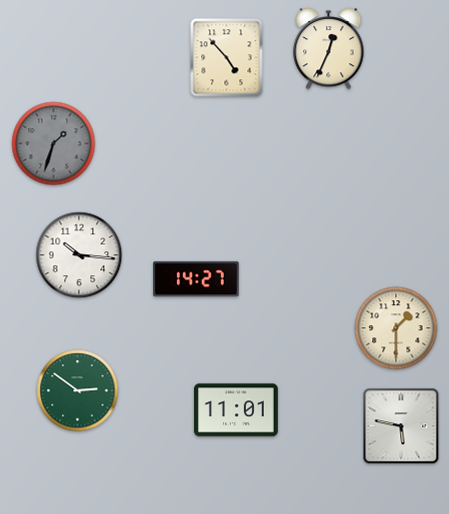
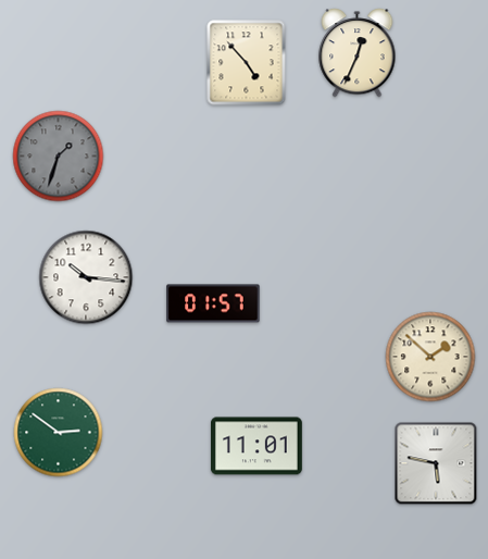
clock at (196, 279): 14:27 -> 01:57
clock at (396, 328): 1:30 -> 1:52
clock at (78, 391) position: (78, 391) -> (59, 433)
